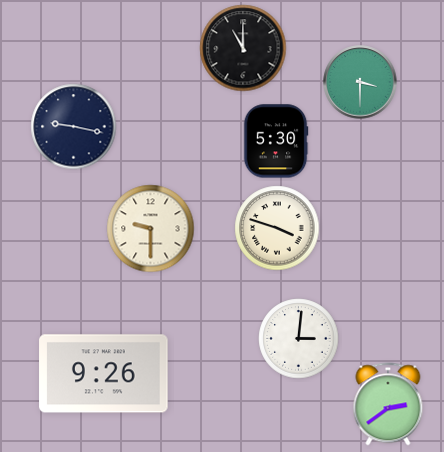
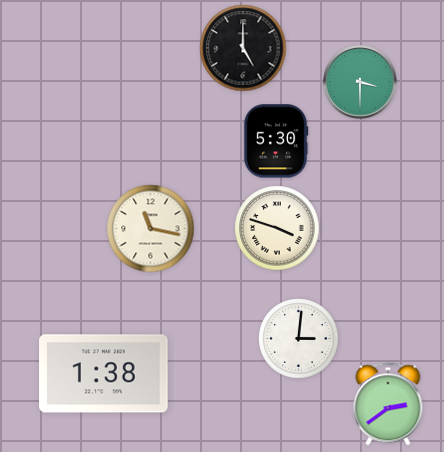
clock at (243, 48): 11:00 -> 5:00
clock at (74, 127): 9:17 -> none
clock at (151, 229): 9:30 -> 11:17
clock at (104, 374): 9:26 -> 1:38
